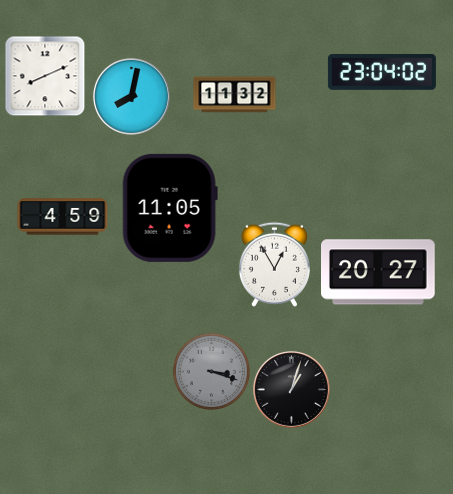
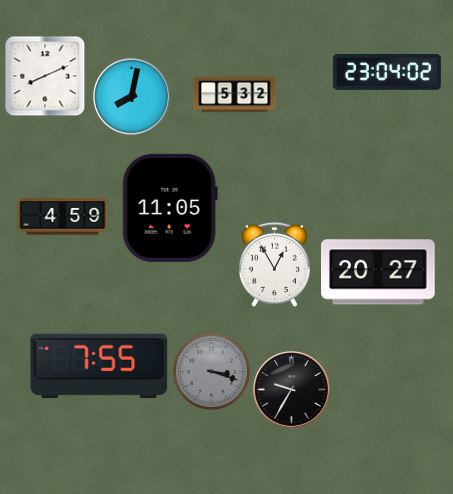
clock at (382, 72) position: (382, 72) -> (387, 72)
clock at (235, 95): 11:32 -> 5:32
clock at (99, 366): none -> 7:55
clock at (291, 389): 1:03 -> 9:35
